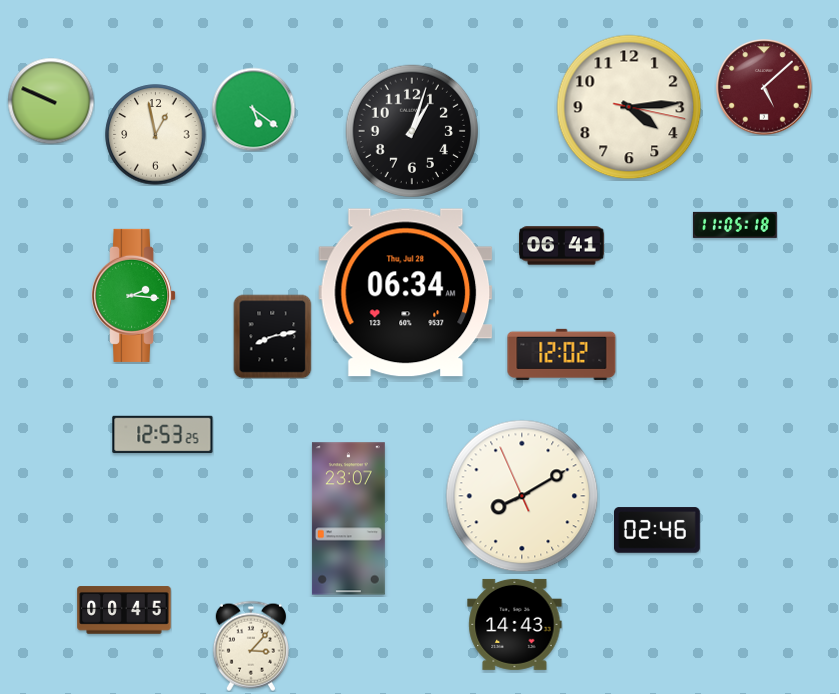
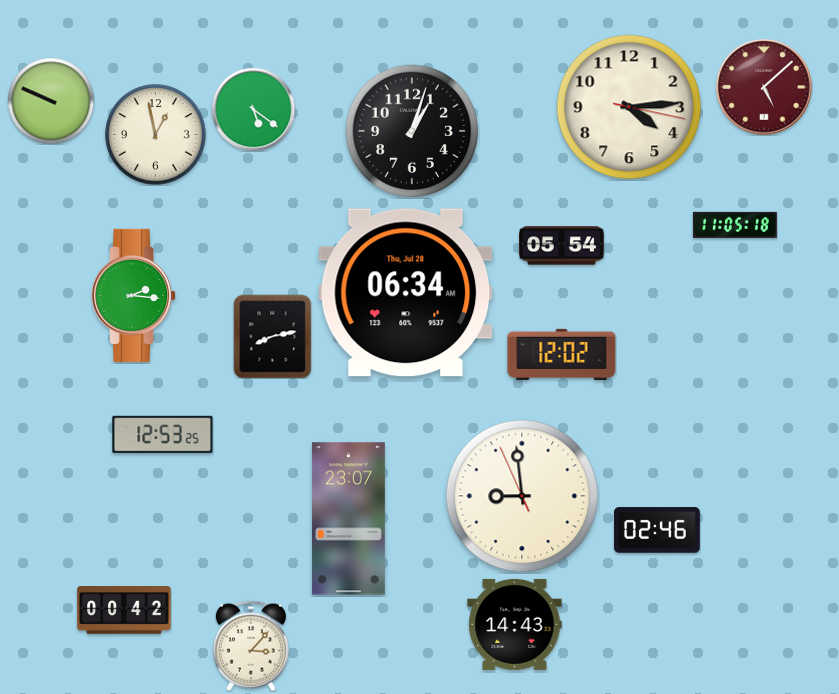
clock at (562, 246): 06:41 -> 05:54
clock at (522, 496): 8:09 -> 8:58
clock at (124, 610): 00:45 -> 00:42
